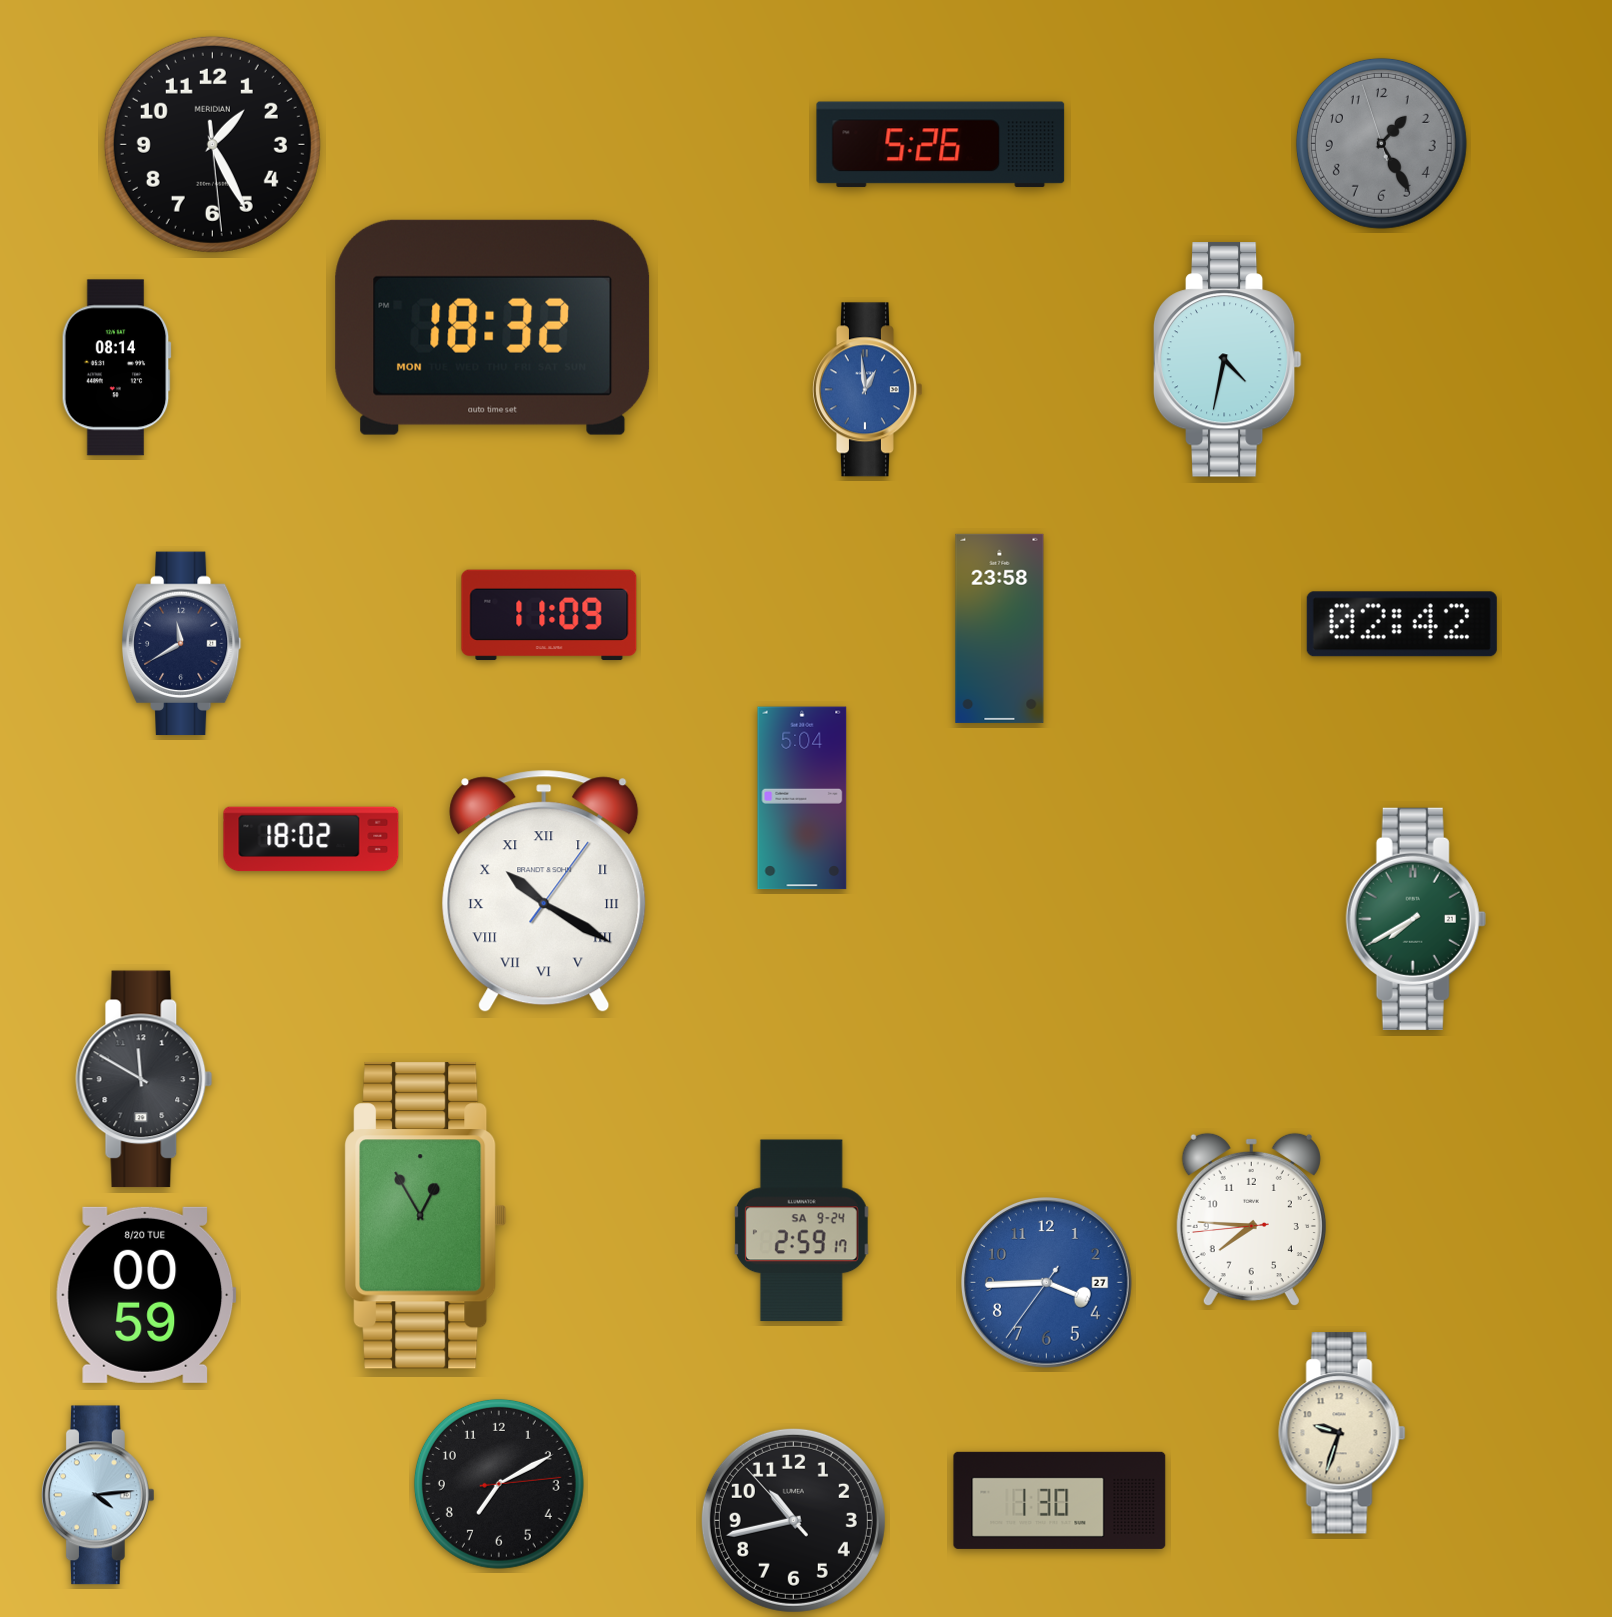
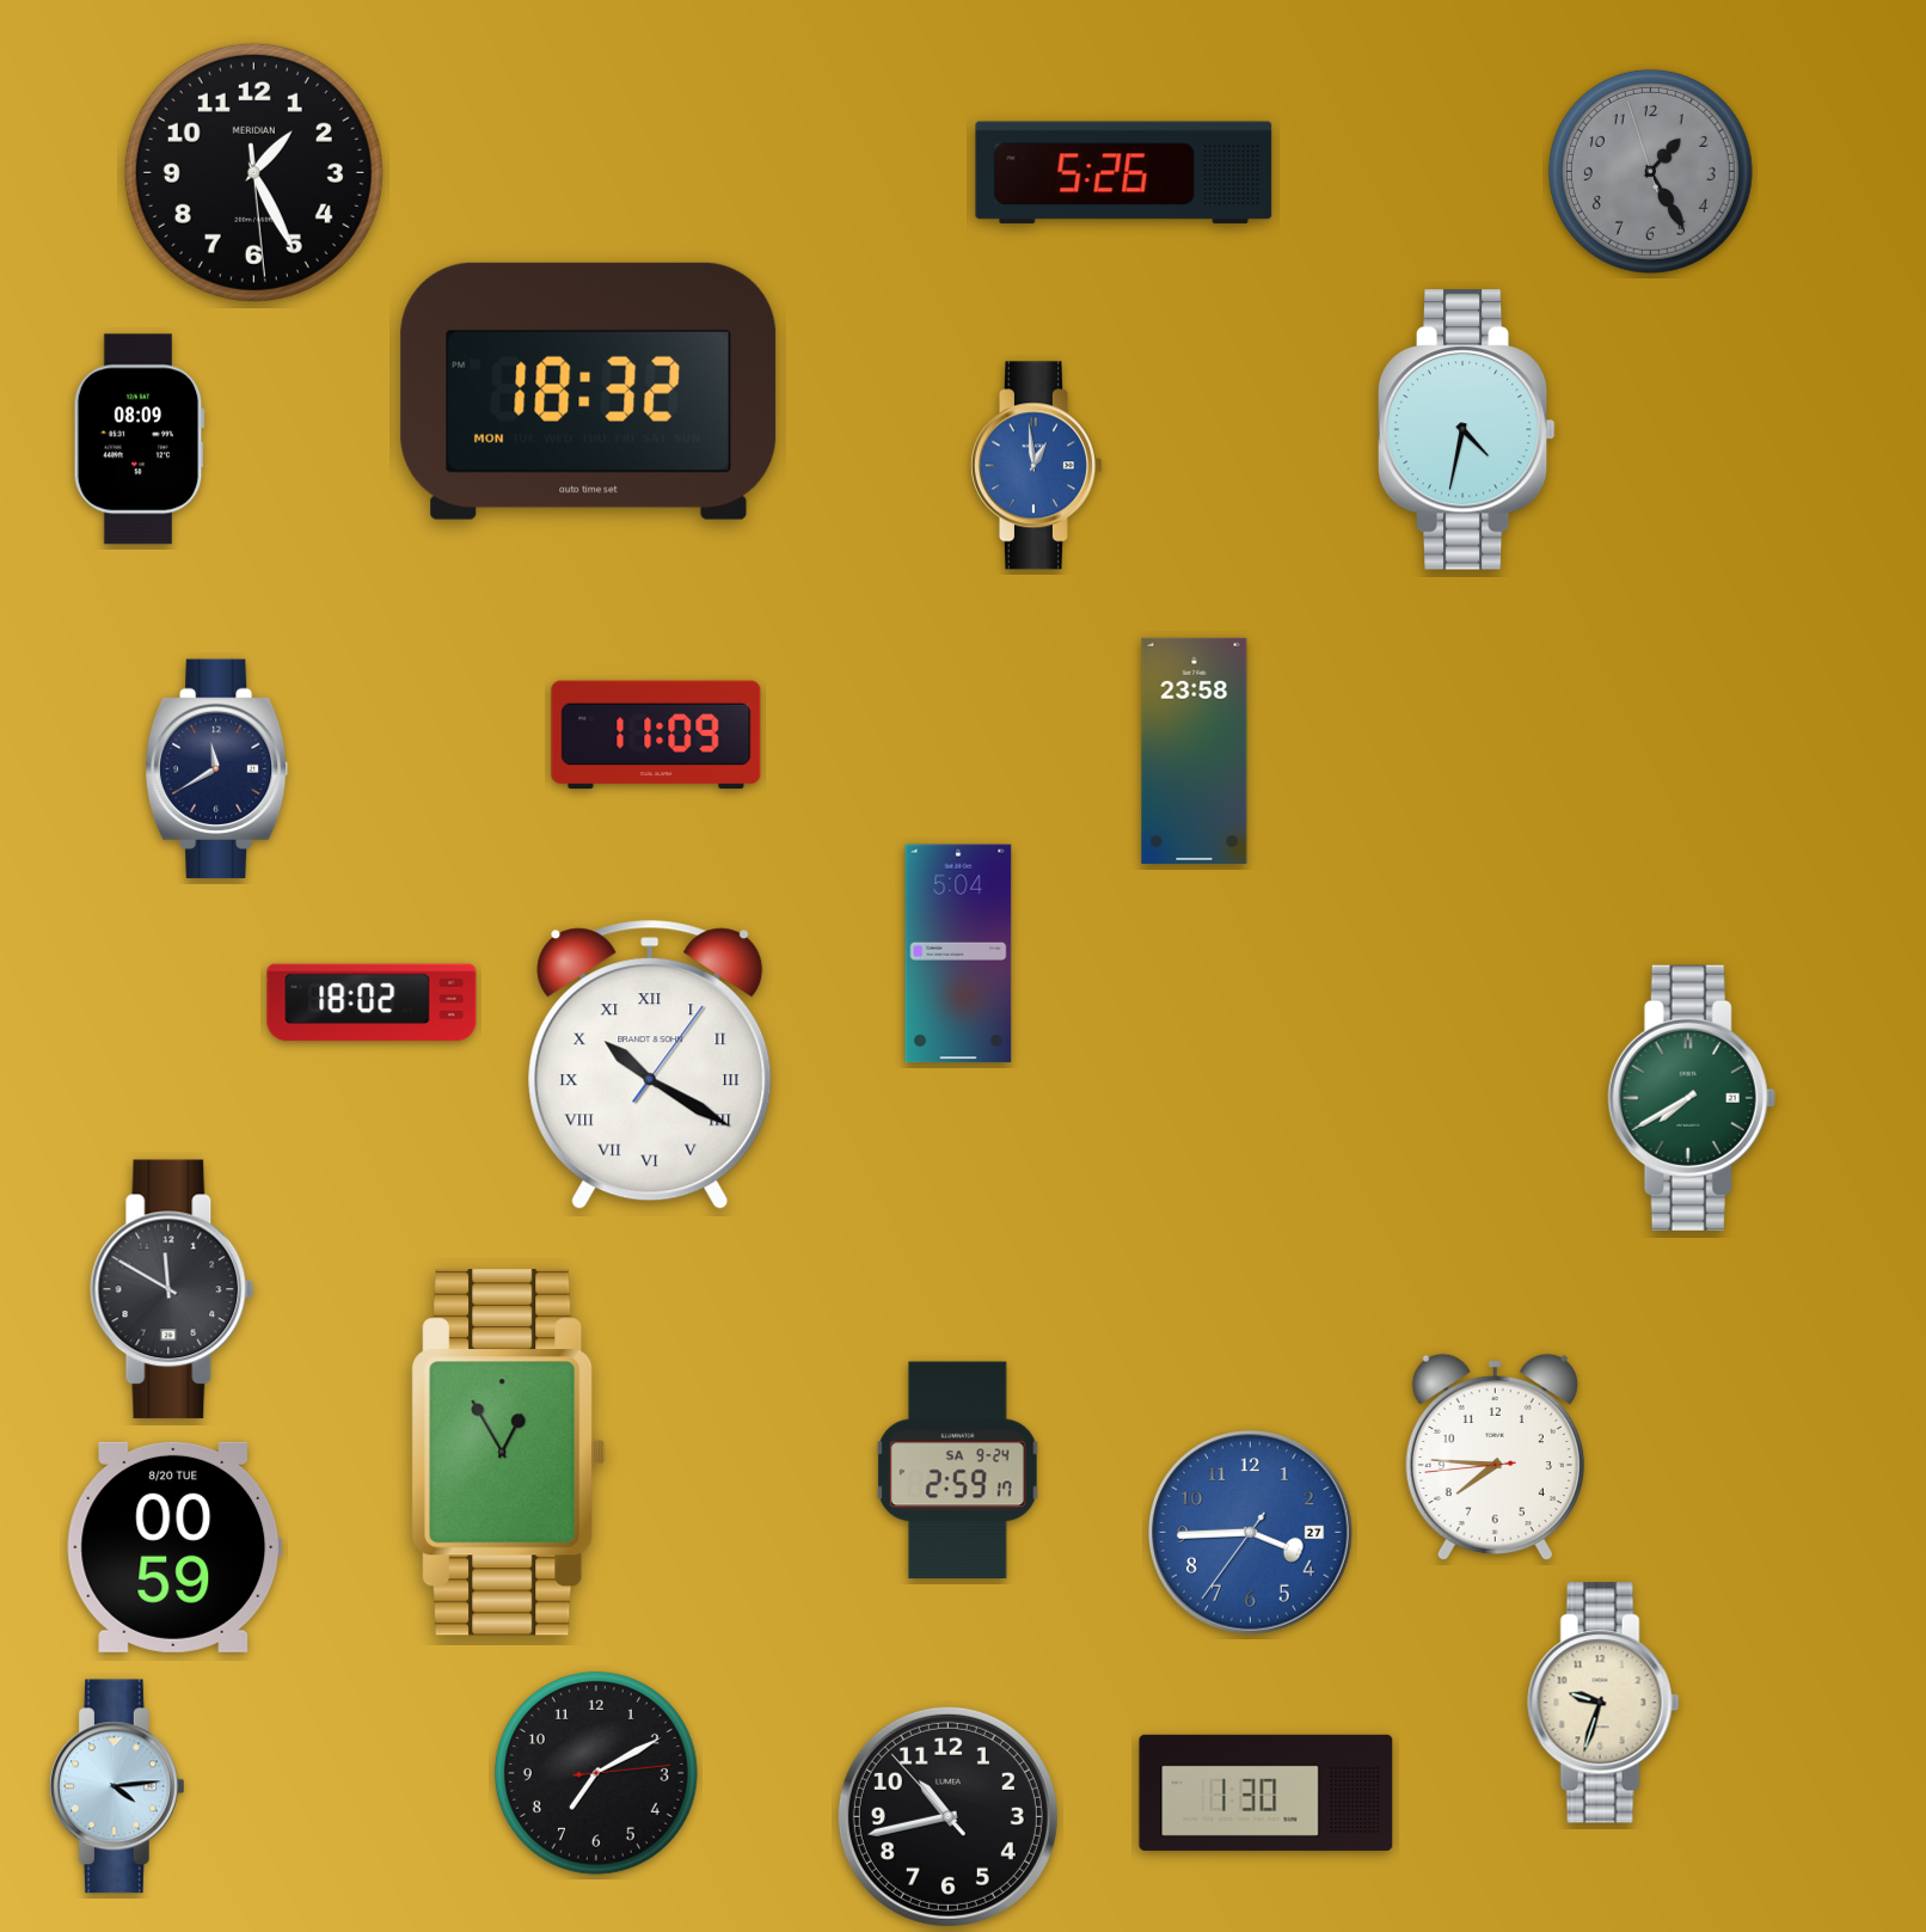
clock at (116, 368): 08:14 -> 08:09
clock at (1402, 624): 02:42 -> none
clock at (1342, 1433) position: (1342, 1433) -> (1603, 1703)
